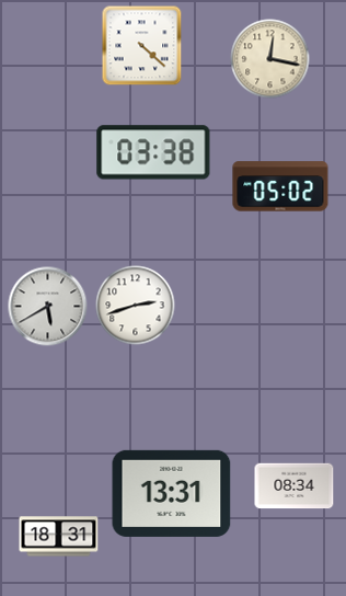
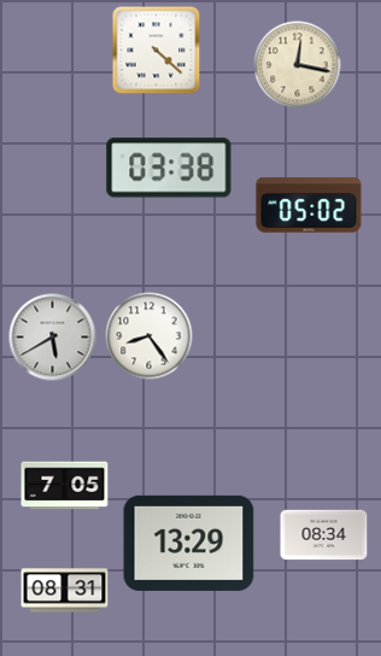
clock at (136, 306): 2:42 -> 8:24
clock at (65, 486): none -> 7:05
clock at (172, 493): 13:31 -> 13:29
clock at (59, 537): 18:31 -> 08:31
